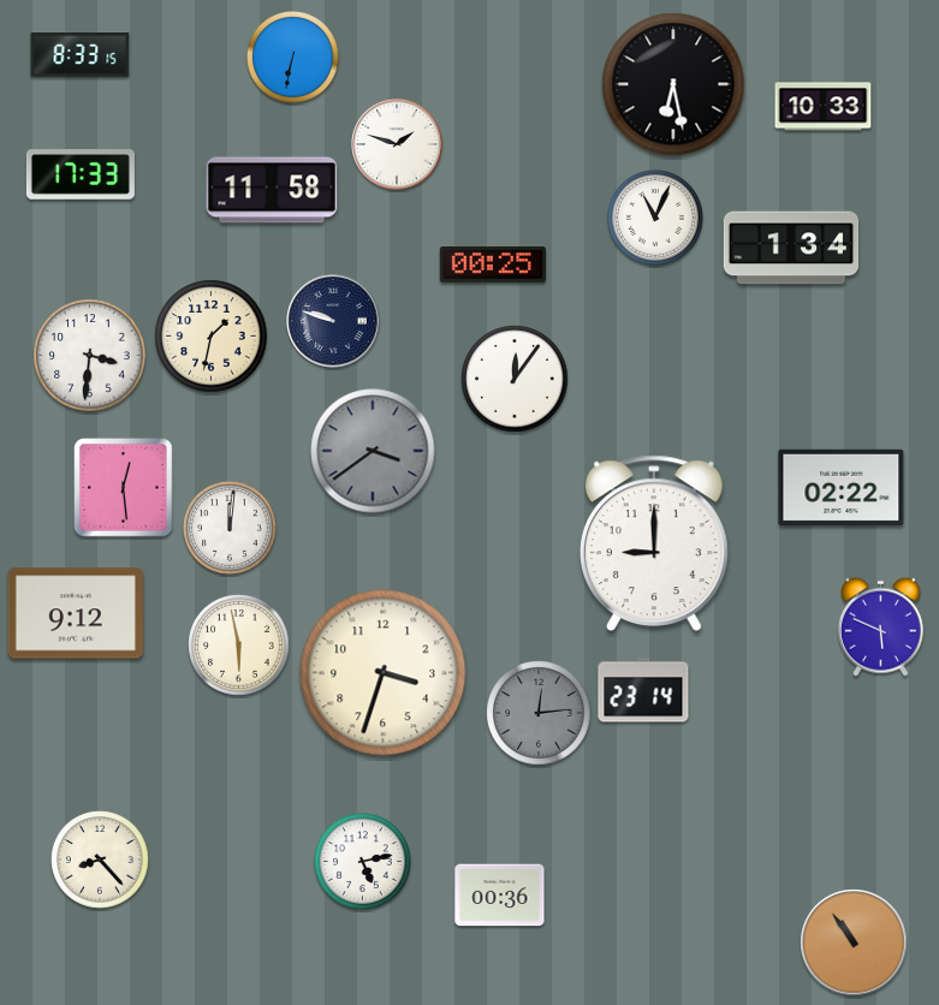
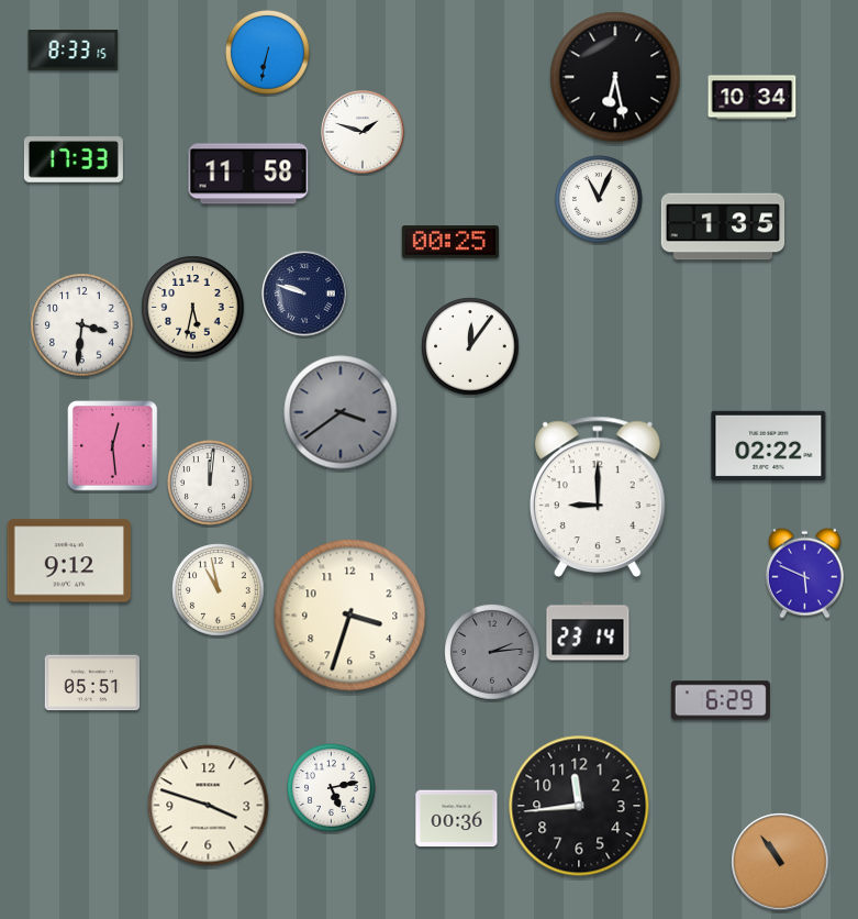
clock at (824, 107): 10:33 -> 10:34
clock at (791, 248): 1:34 -> 1:35
clock at (212, 337): 1:32 -> 5:32
clock at (239, 646): 5:58 -> 10:58
clock at (539, 713): 12:14 -> 2:14
clock at (92, 683): none -> 05:51
clock at (721, 700): none -> 6:29
clock at (100, 860): 8:23 -> none
clock at (209, 806): none -> 3:48
clock at (579, 806): none -> 11:44
